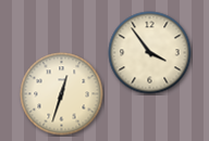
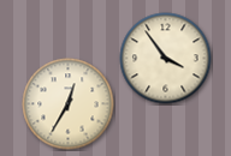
clock at (62, 94): 12:33 -> 12:35
